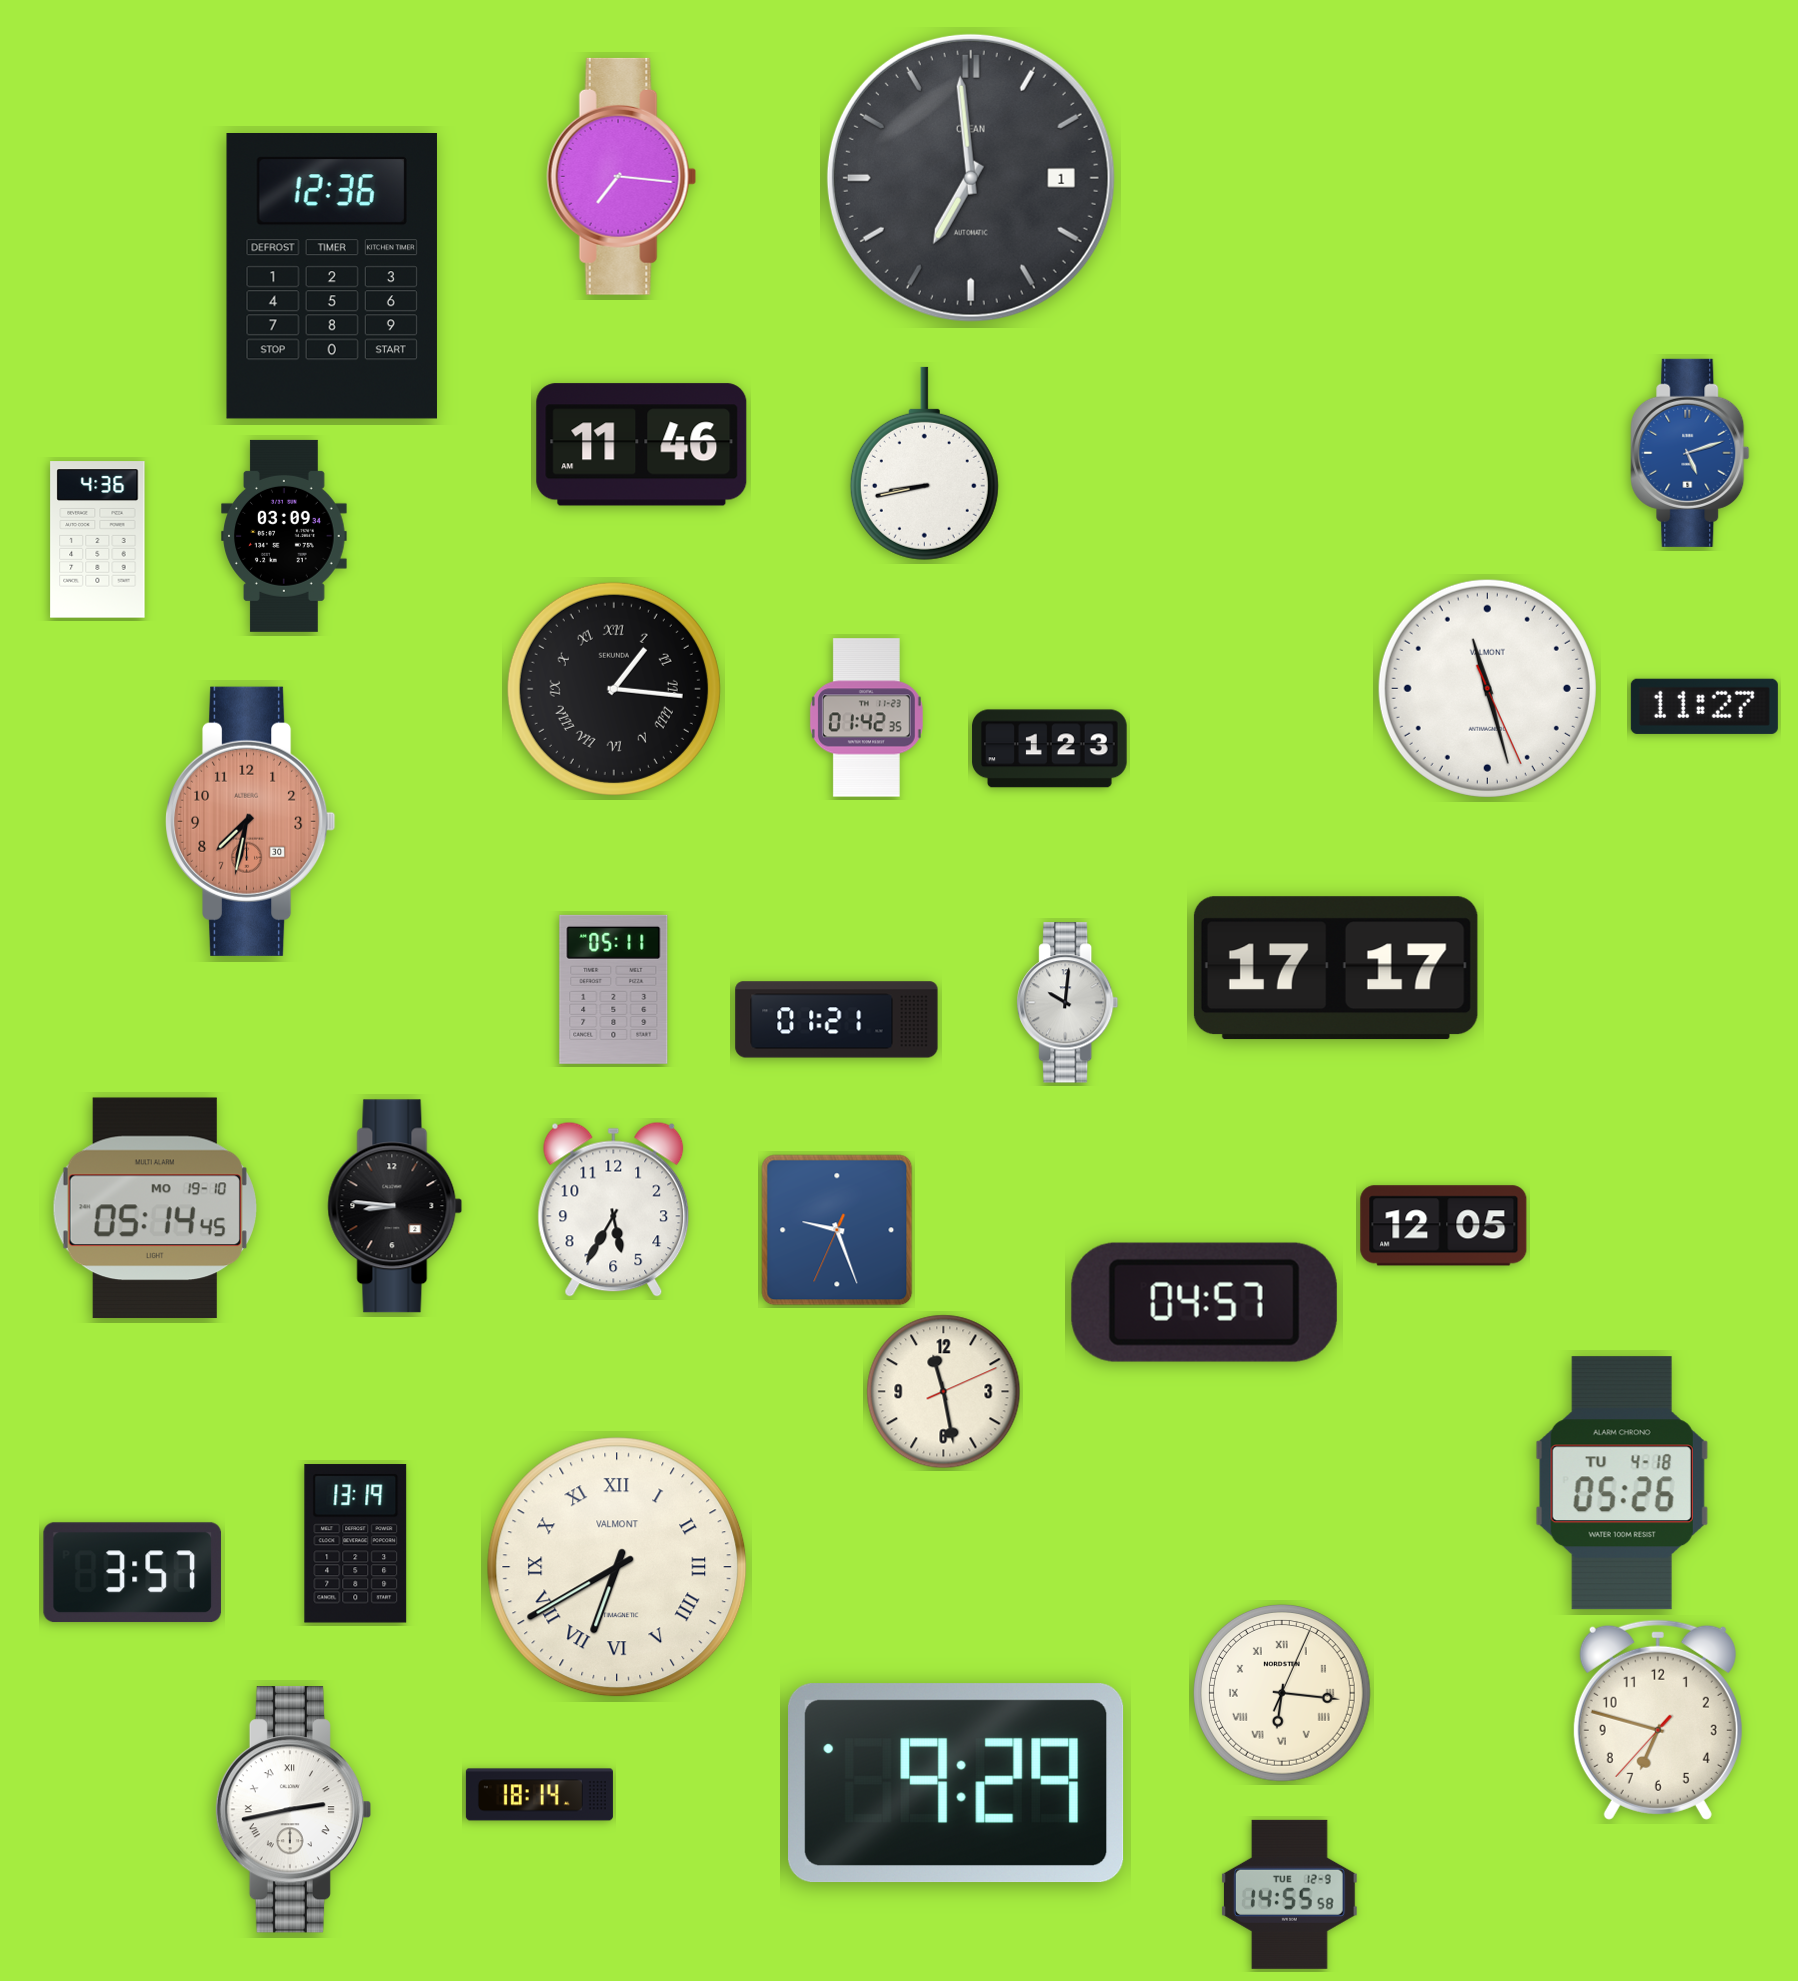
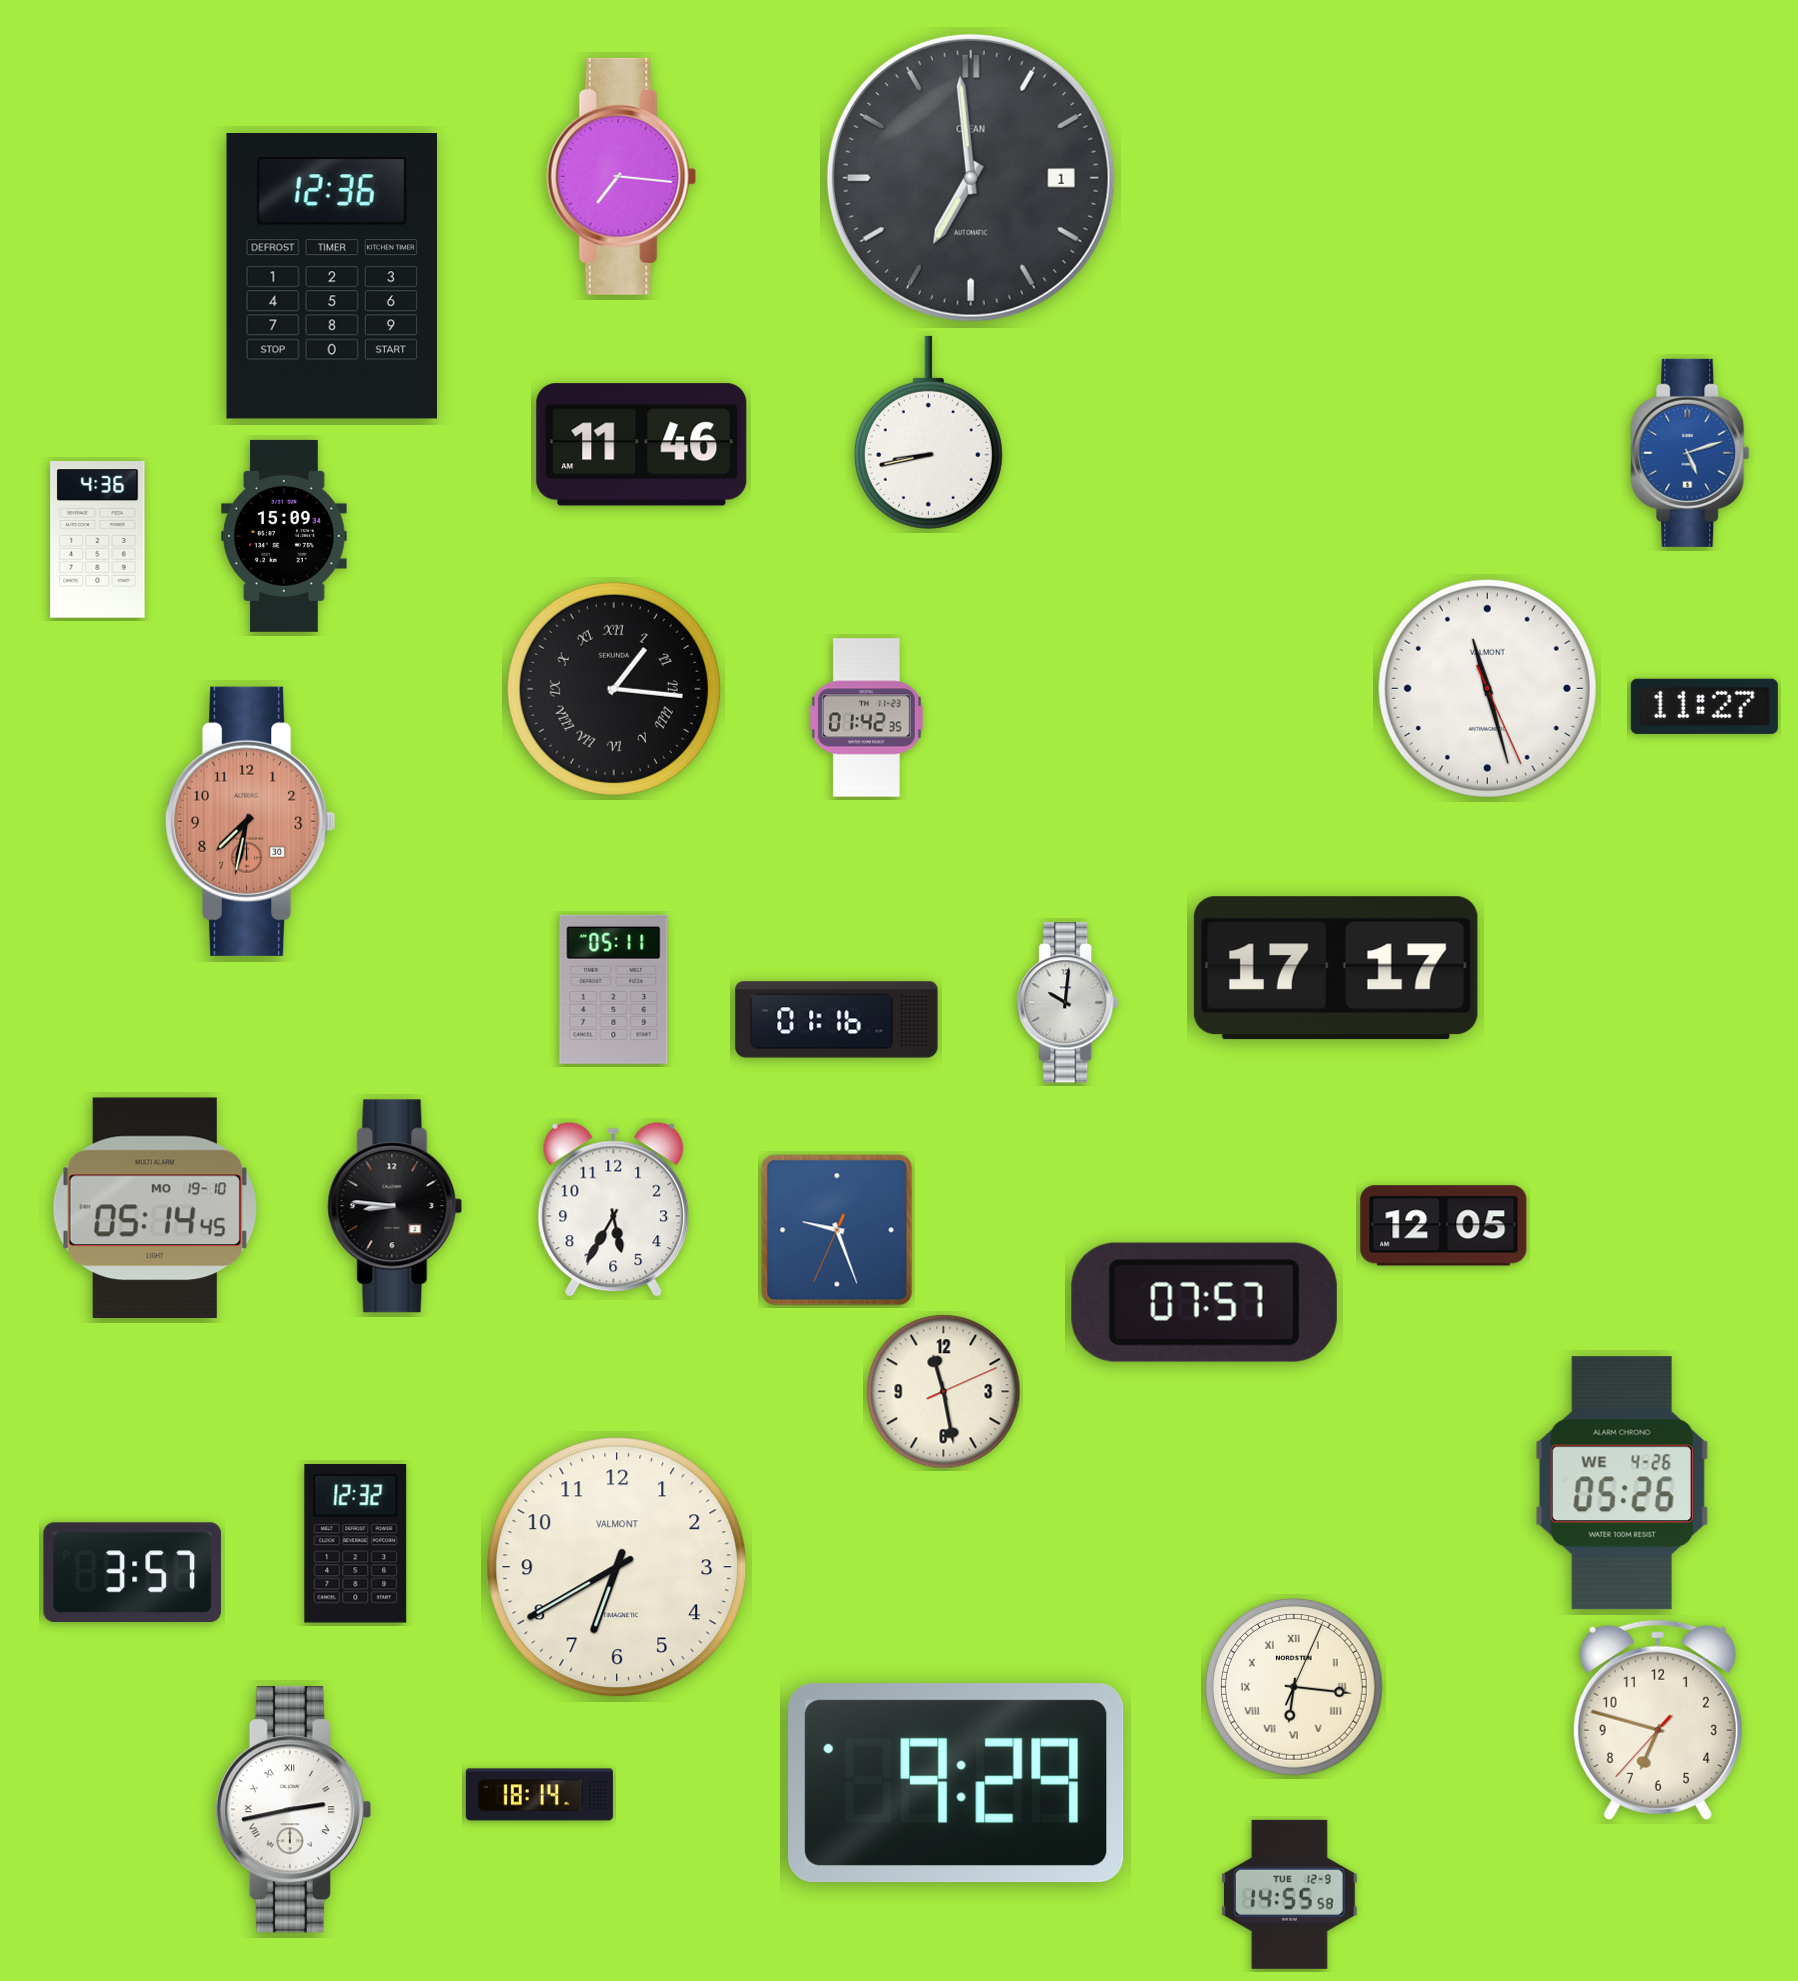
clock at (924, 463) position: (924, 463) -> (928, 432)
clock at (284, 536): 03:09 -> 15:09
clock at (1050, 749): 1:23 -> none
clock at (837, 1020): 01:21 -> 01:16
clock at (1204, 1302): 04:57 -> 07:57
clock at (1622, 1483) date: TU 4-18 -> WE 4-26
clock at (356, 1544): 13:19 -> 12:32
clock at (617, 1567) numerals: Roman -> Arabic
clock at (1283, 1694) position: (1283, 1694) -> (1295, 1688)
